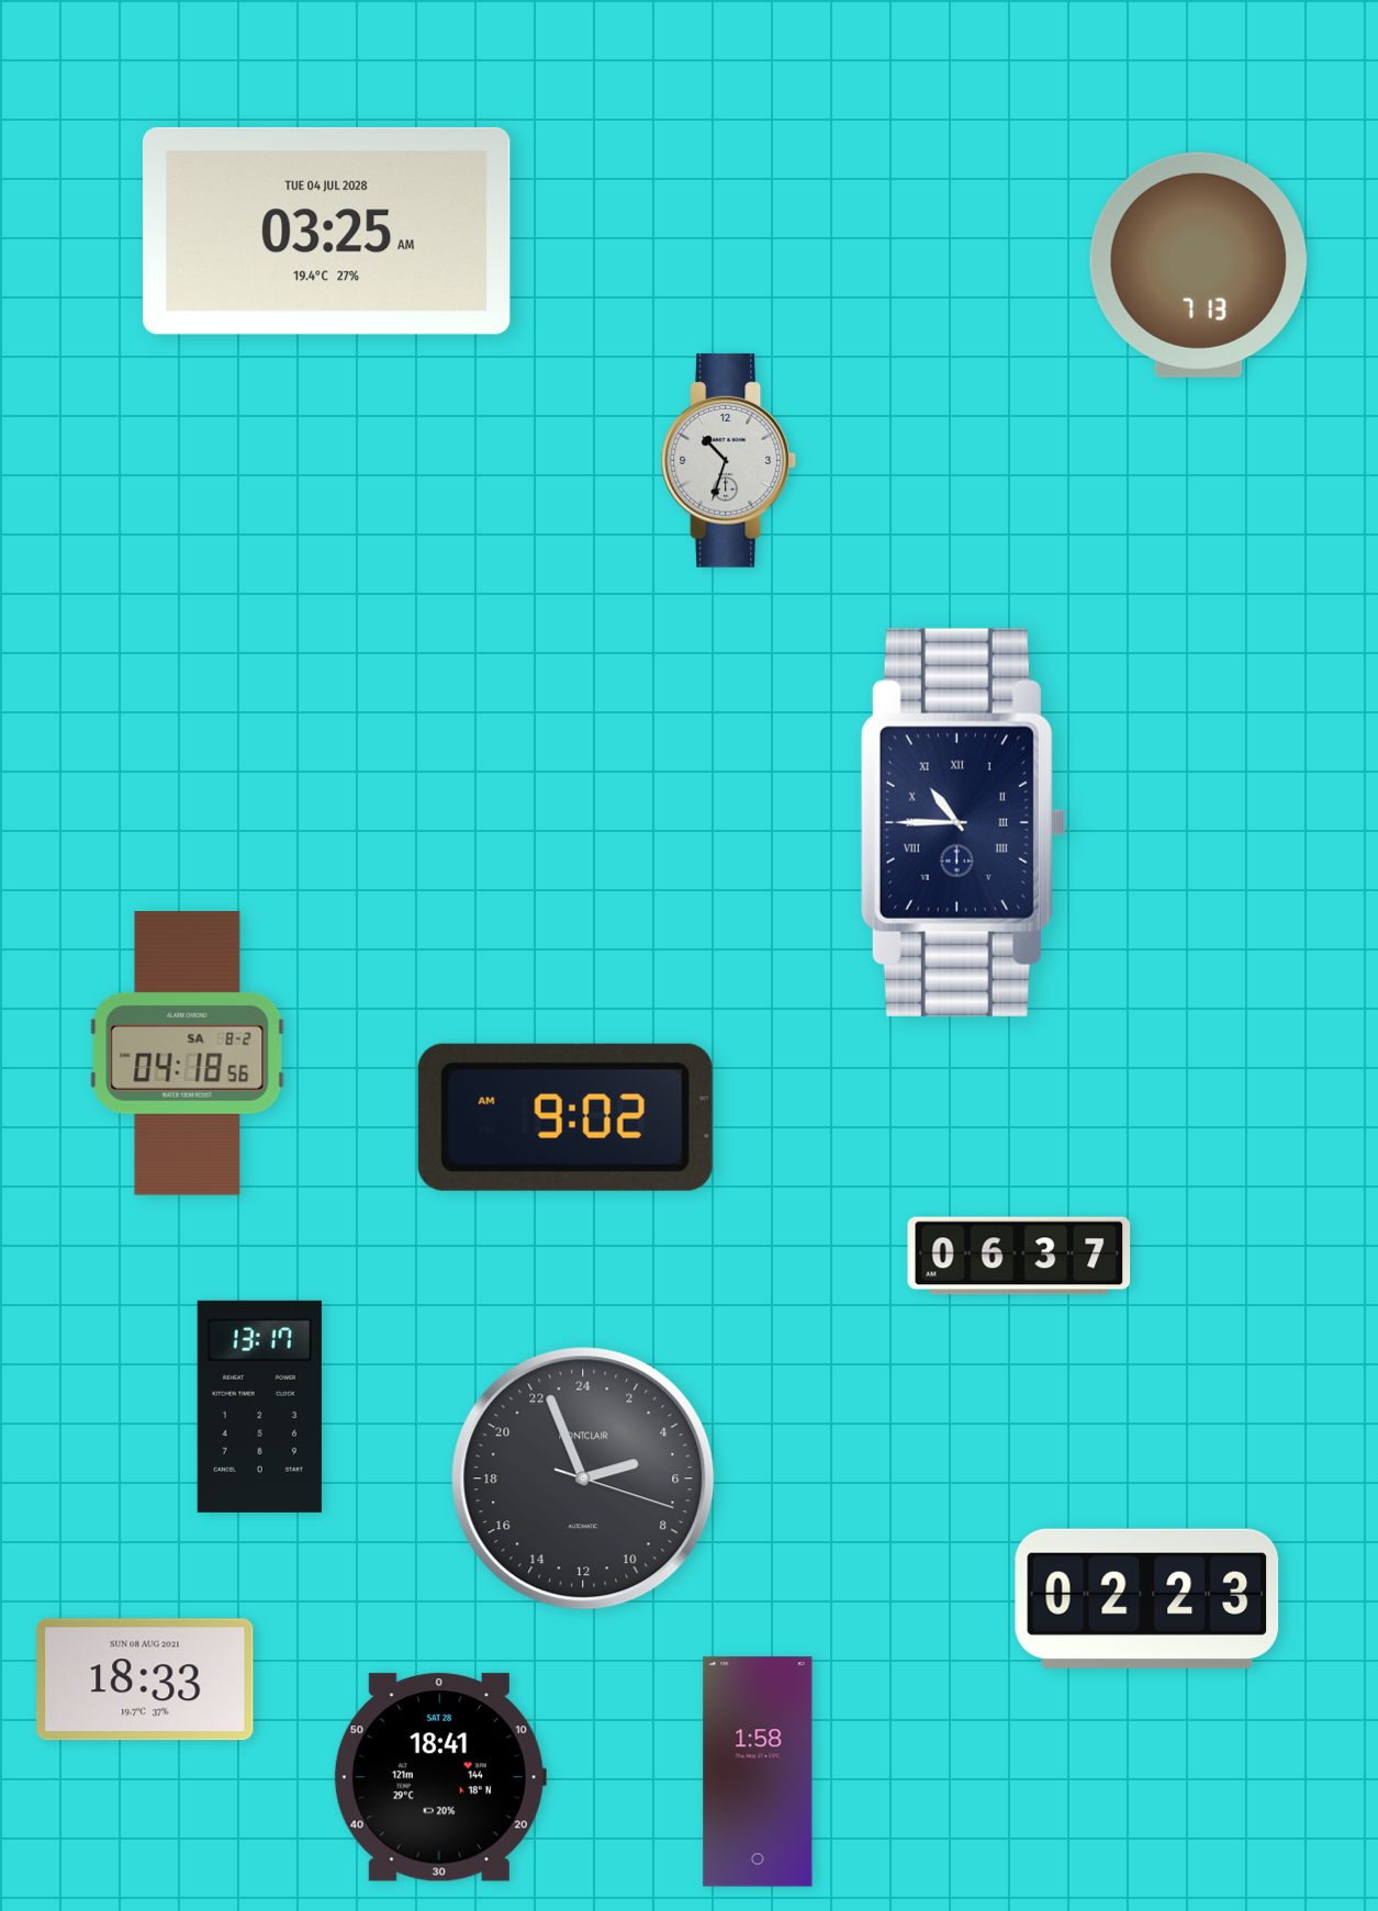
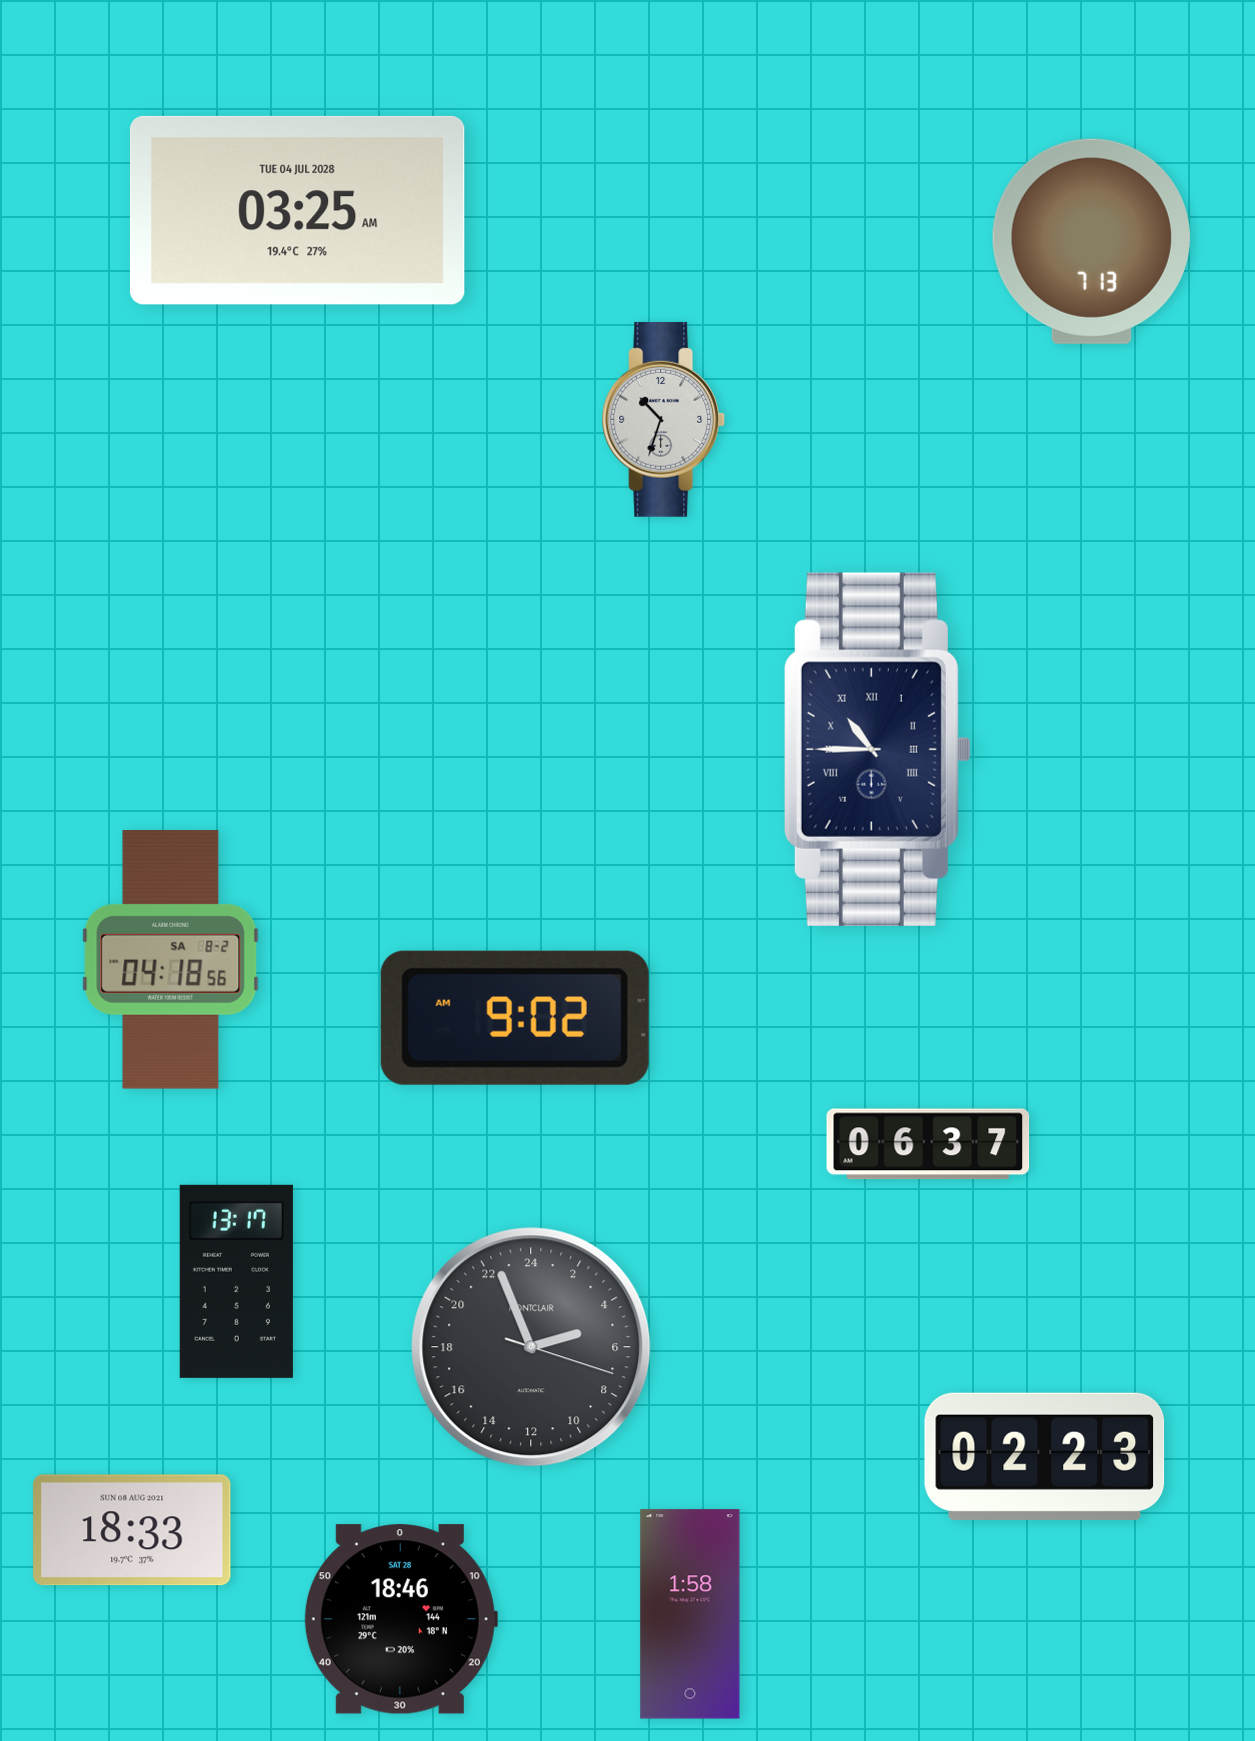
clock at (440, 1777): 18:41 -> 18:46
